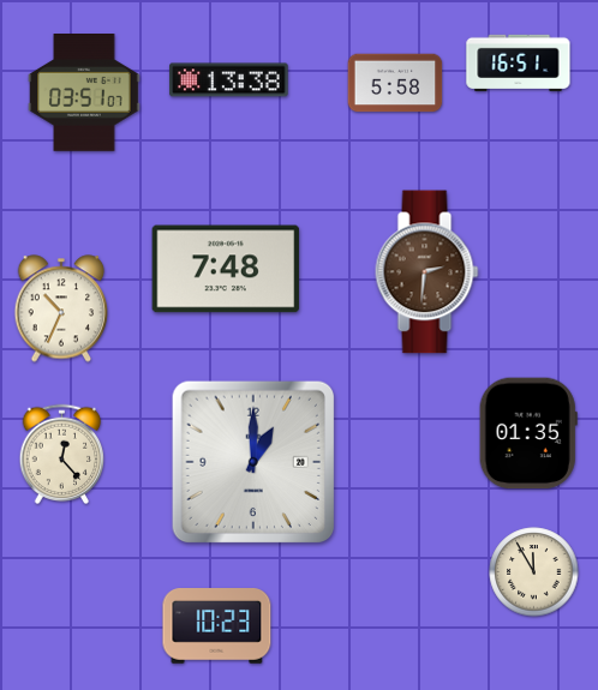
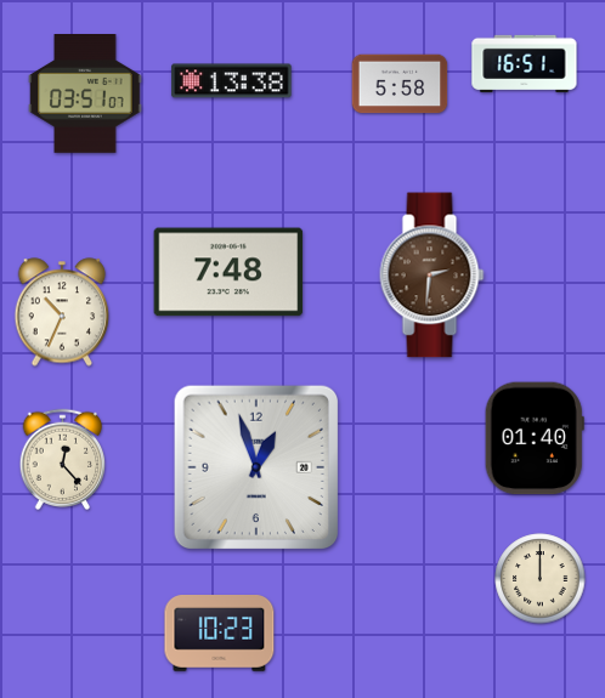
clock at (528, 433): 01:35 -> 01:40
clock at (252, 461): 1:00 -> 12:57
clock at (534, 572): 11:55 -> 12:00
